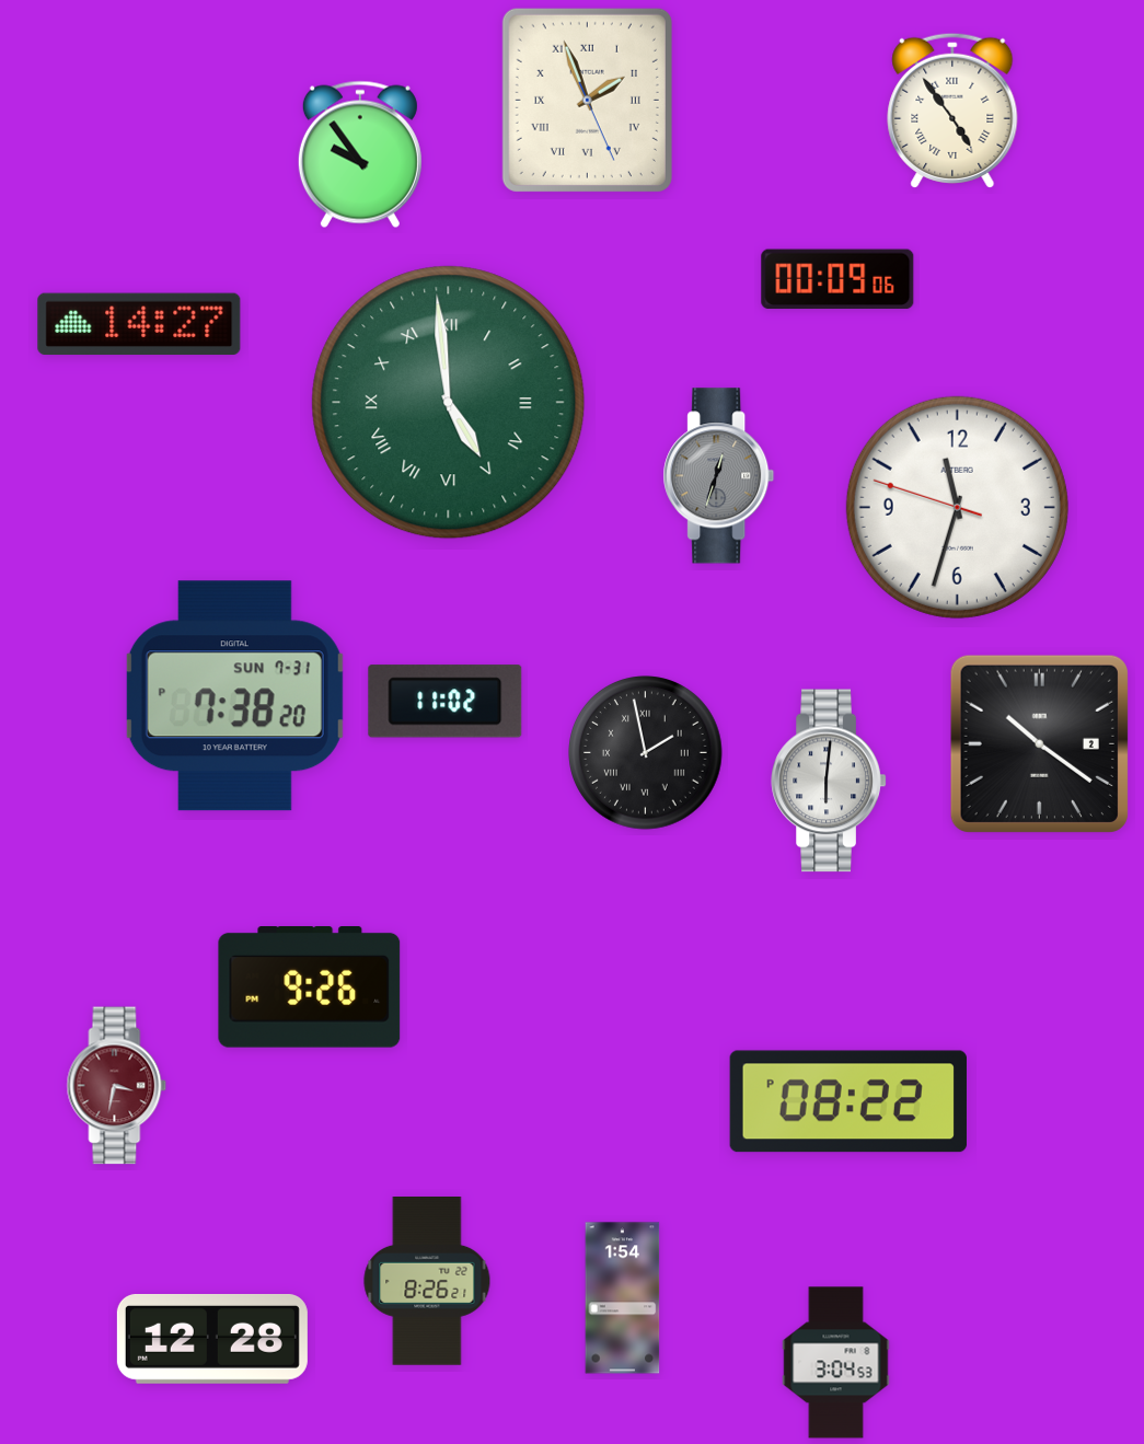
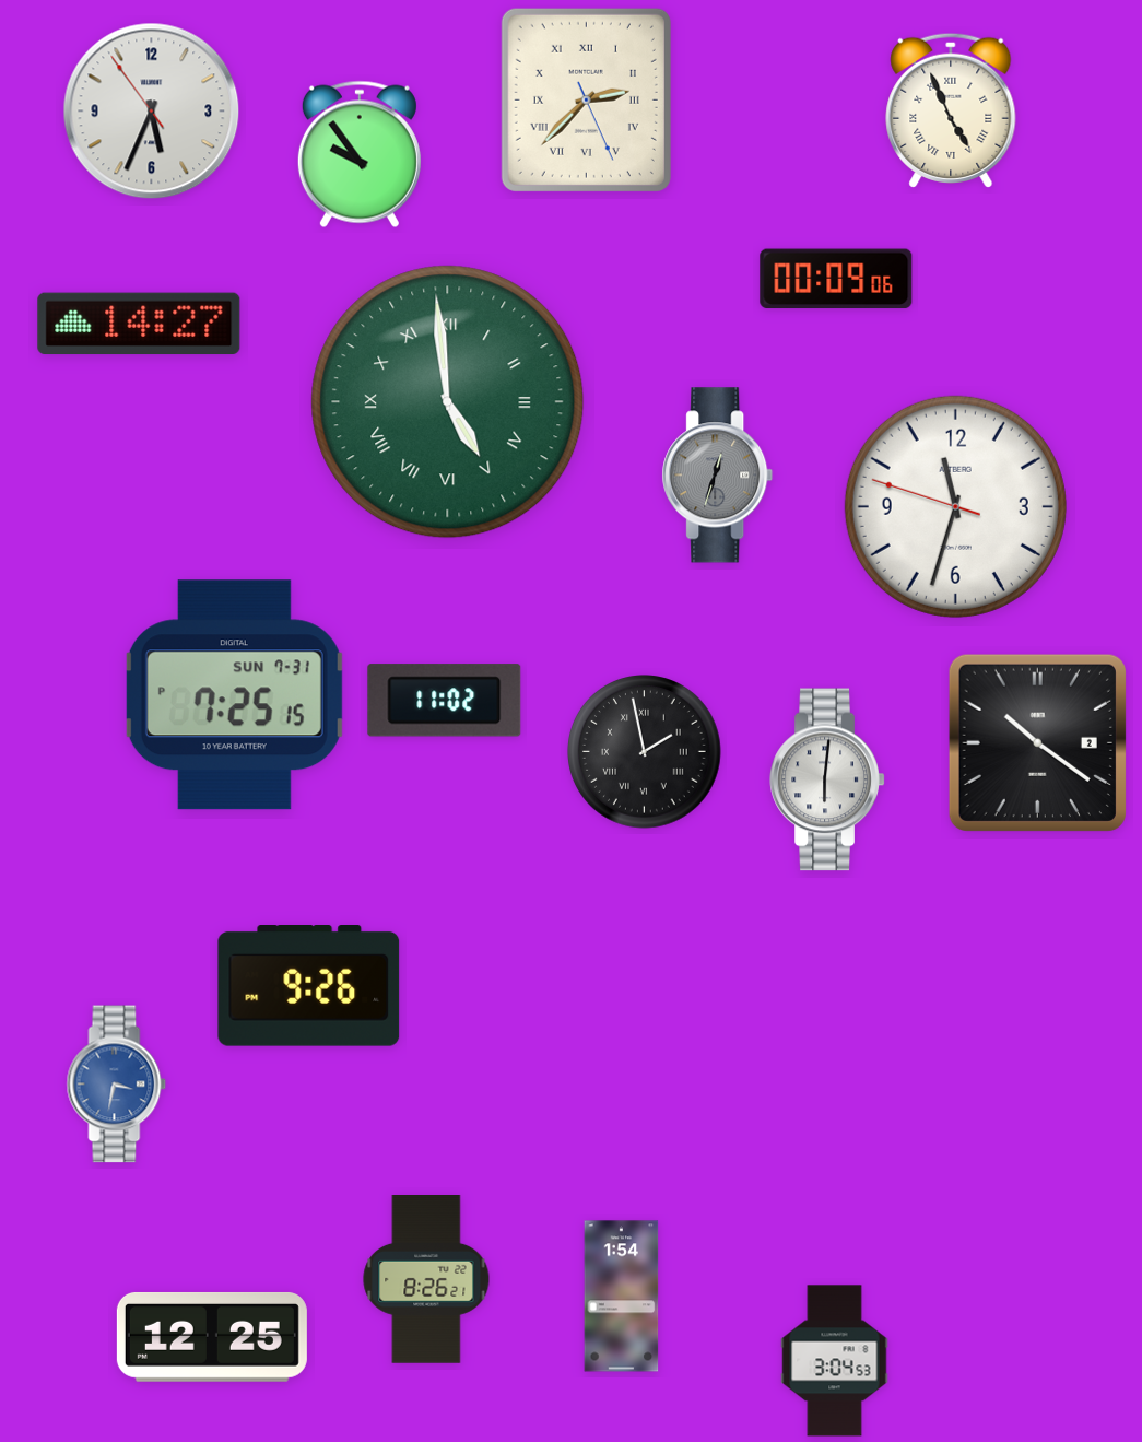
clock at (587, 100): 1:56 -> 2:37
clock at (952, 109): 4:54 -> 4:56
clock at (152, 112): none -> 5:33
clock at (234, 696): 7:38 -> 7:25
clock at (117, 1086) dial: burgundy -> blue
clock at (848, 1101): 08:22 -> none
clock at (212, 1339): 12:28 -> 12:25
